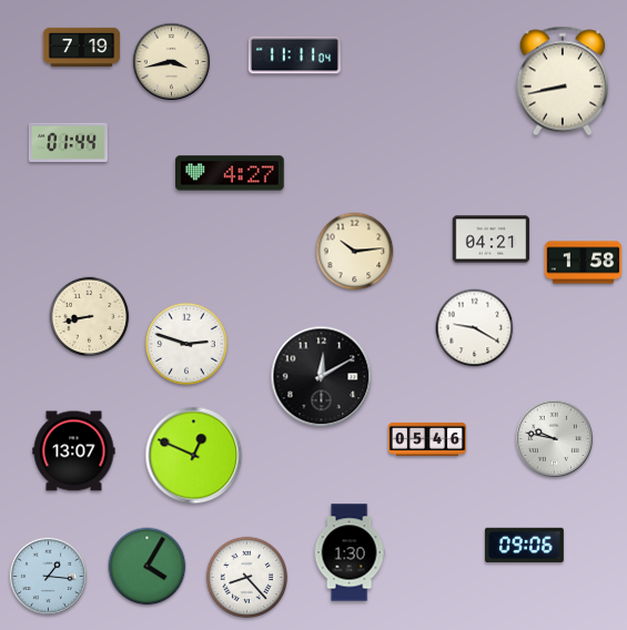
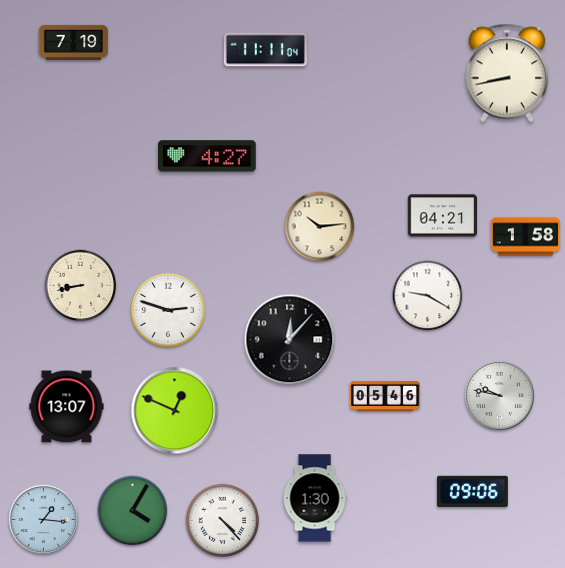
clock at (171, 61): 3:43 -> none
clock at (68, 142): 01:44 -> none
clock at (322, 377): 12:10 -> 12:07
clock at (246, 577): 8:23 -> 4:23
